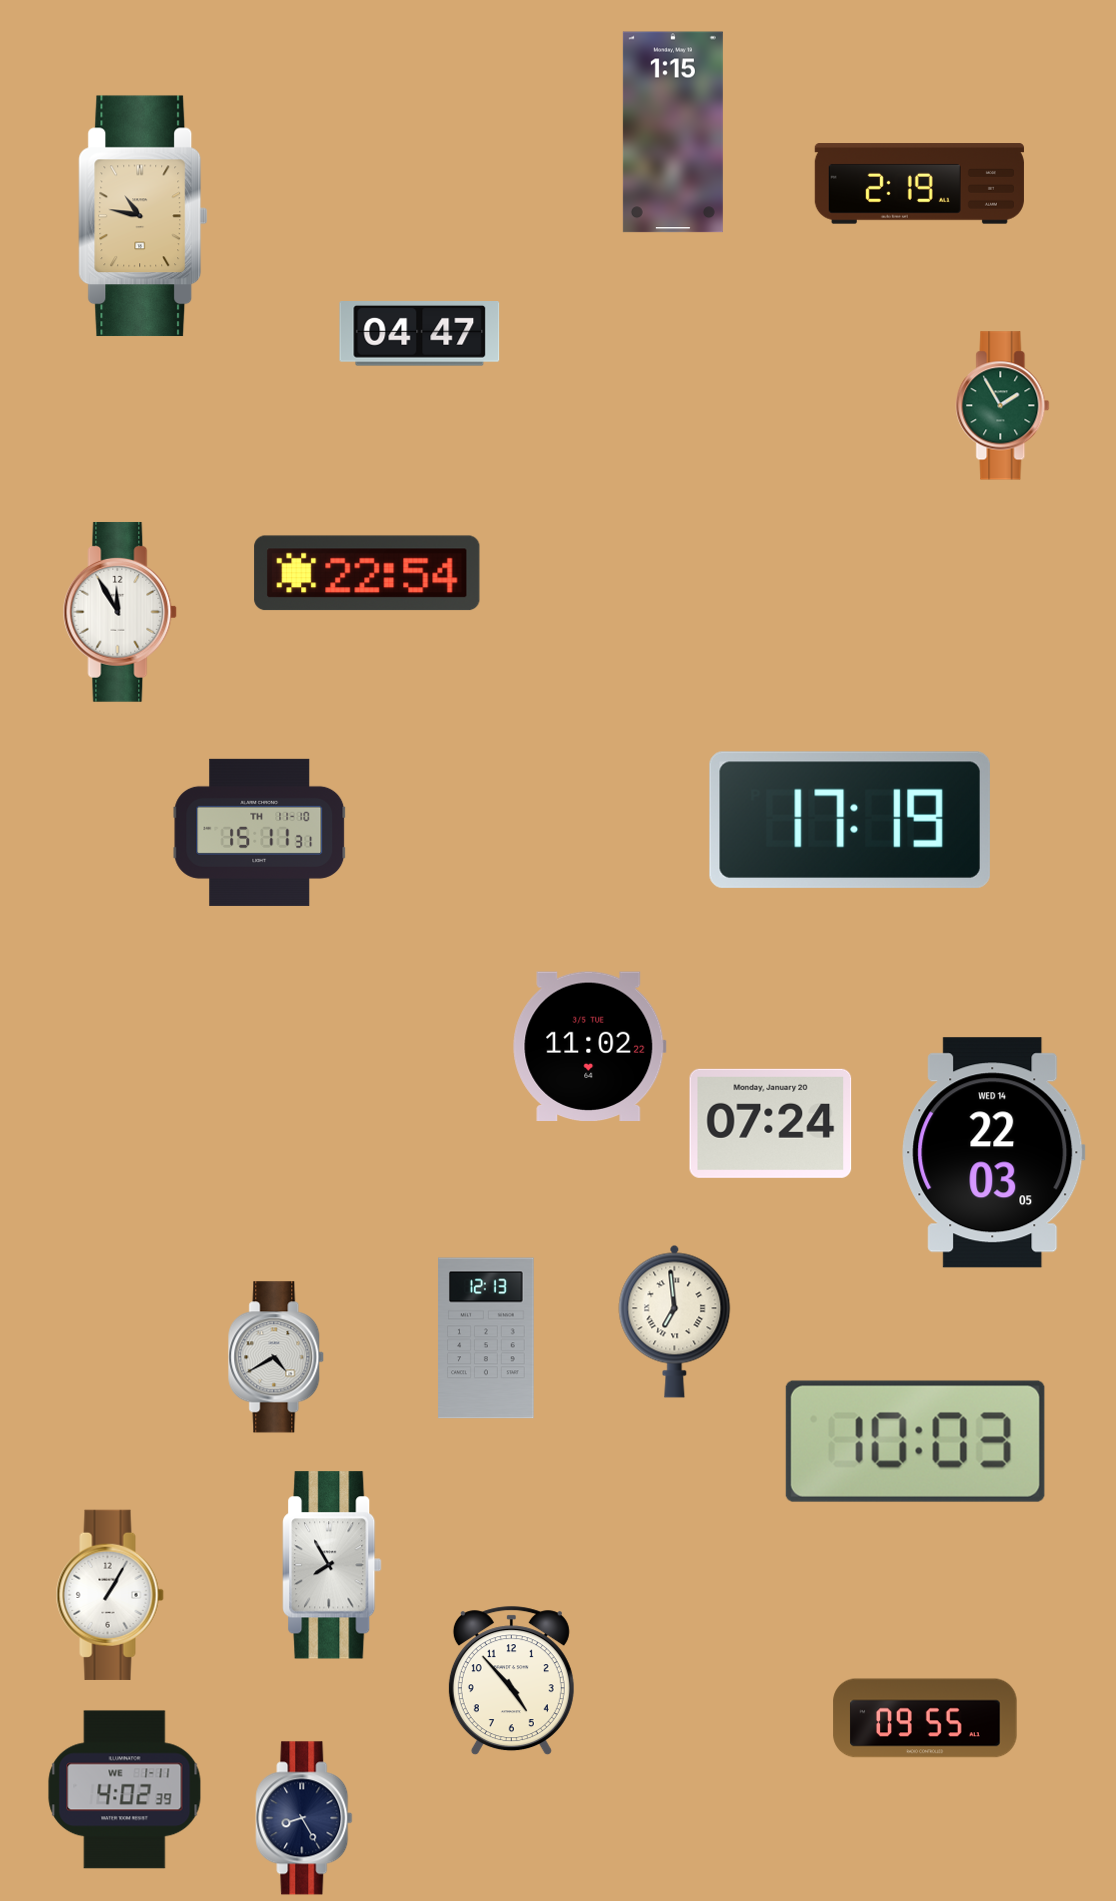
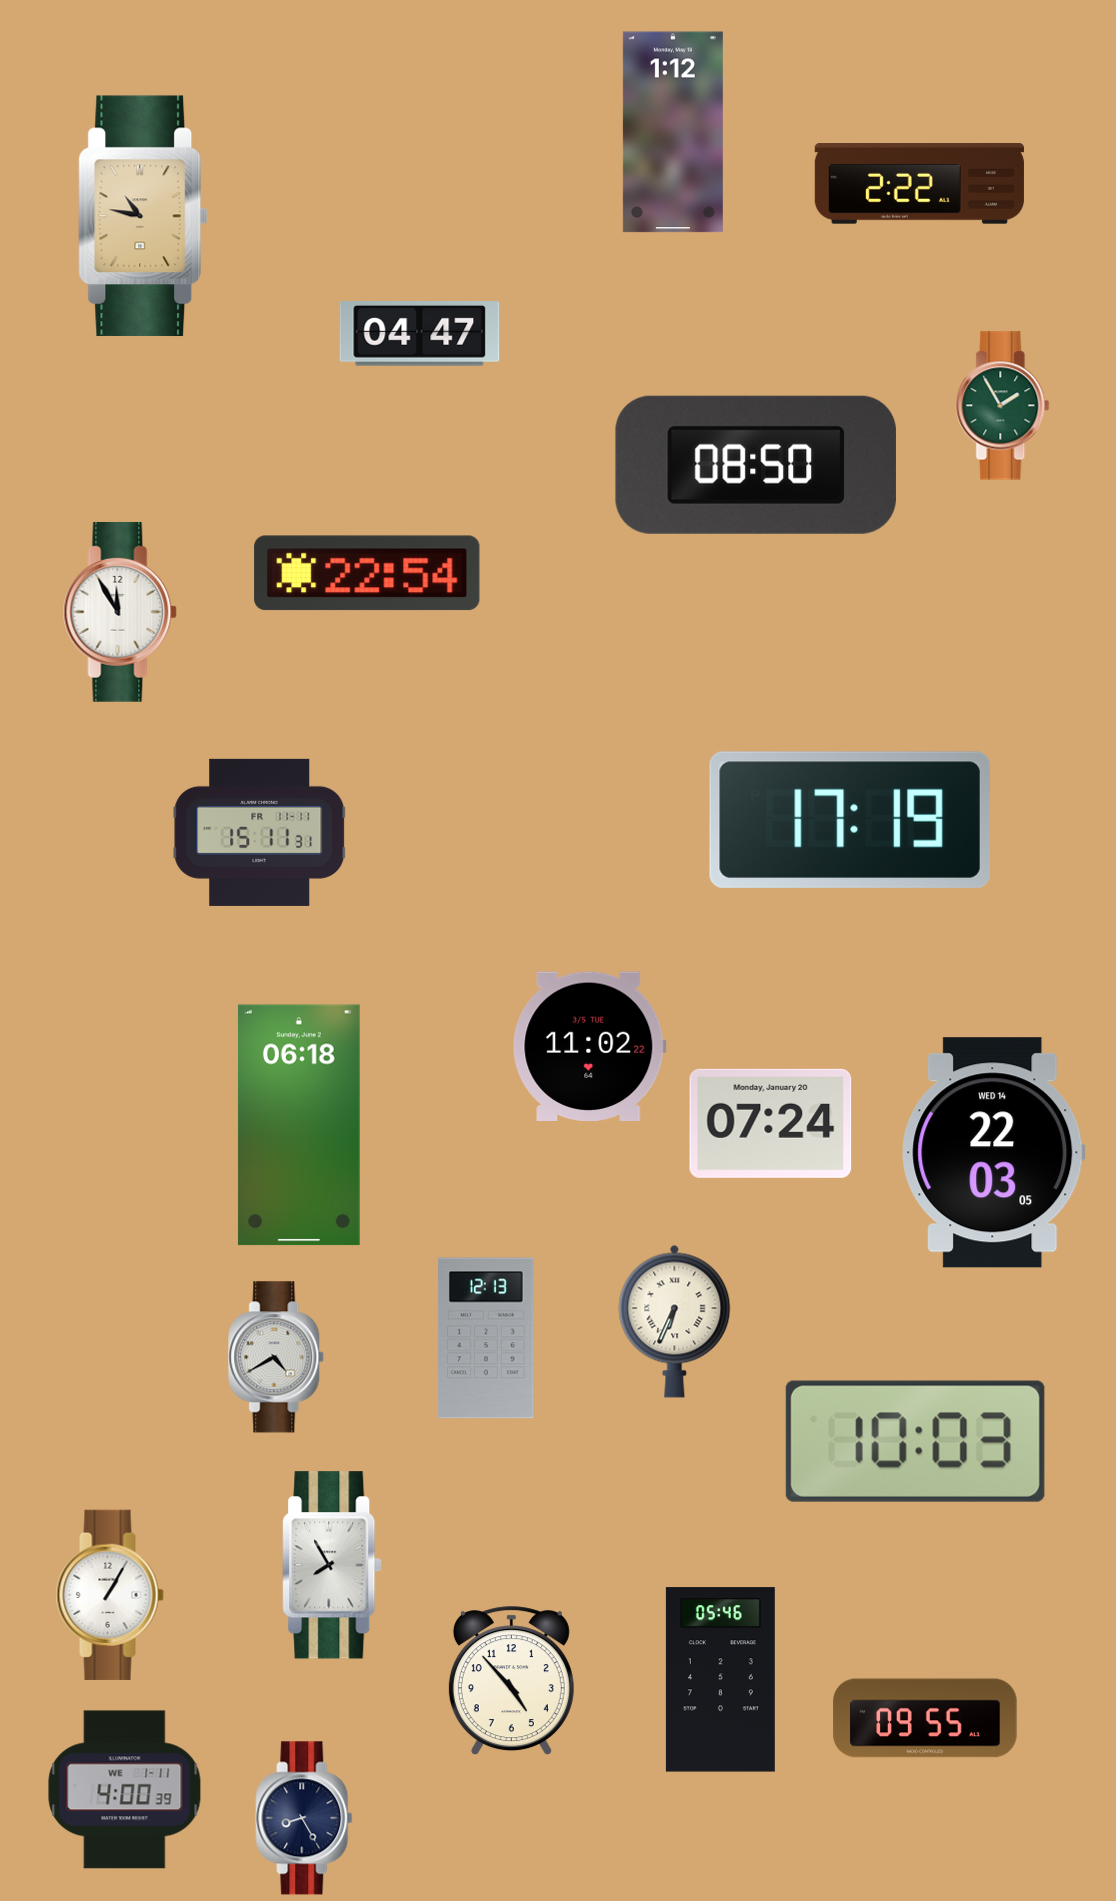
clock at (673, 132): 1:15 -> 1:12
clock at (919, 184): 2:19 -> 2:22
clock at (756, 465): none -> 08:50
clock at (260, 832) date: TH 11-10 -> FR 11-11
clock at (299, 1125): none -> 06:18
clock at (675, 1321): 6:59 -> 6:34
clock at (720, 1680): none -> 05:46
clock at (125, 1790): 4:02 -> 4:00
